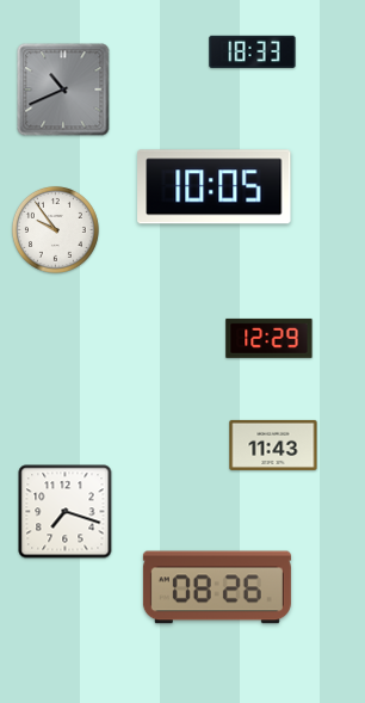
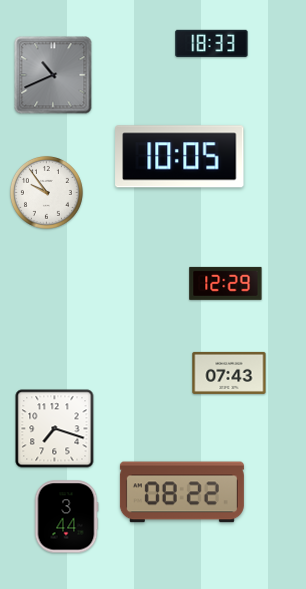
clock at (273, 445): 11:43 -> 07:43
clock at (217, 587): 08:26 -> 08:22
clock at (66, 517): none -> 3:44
